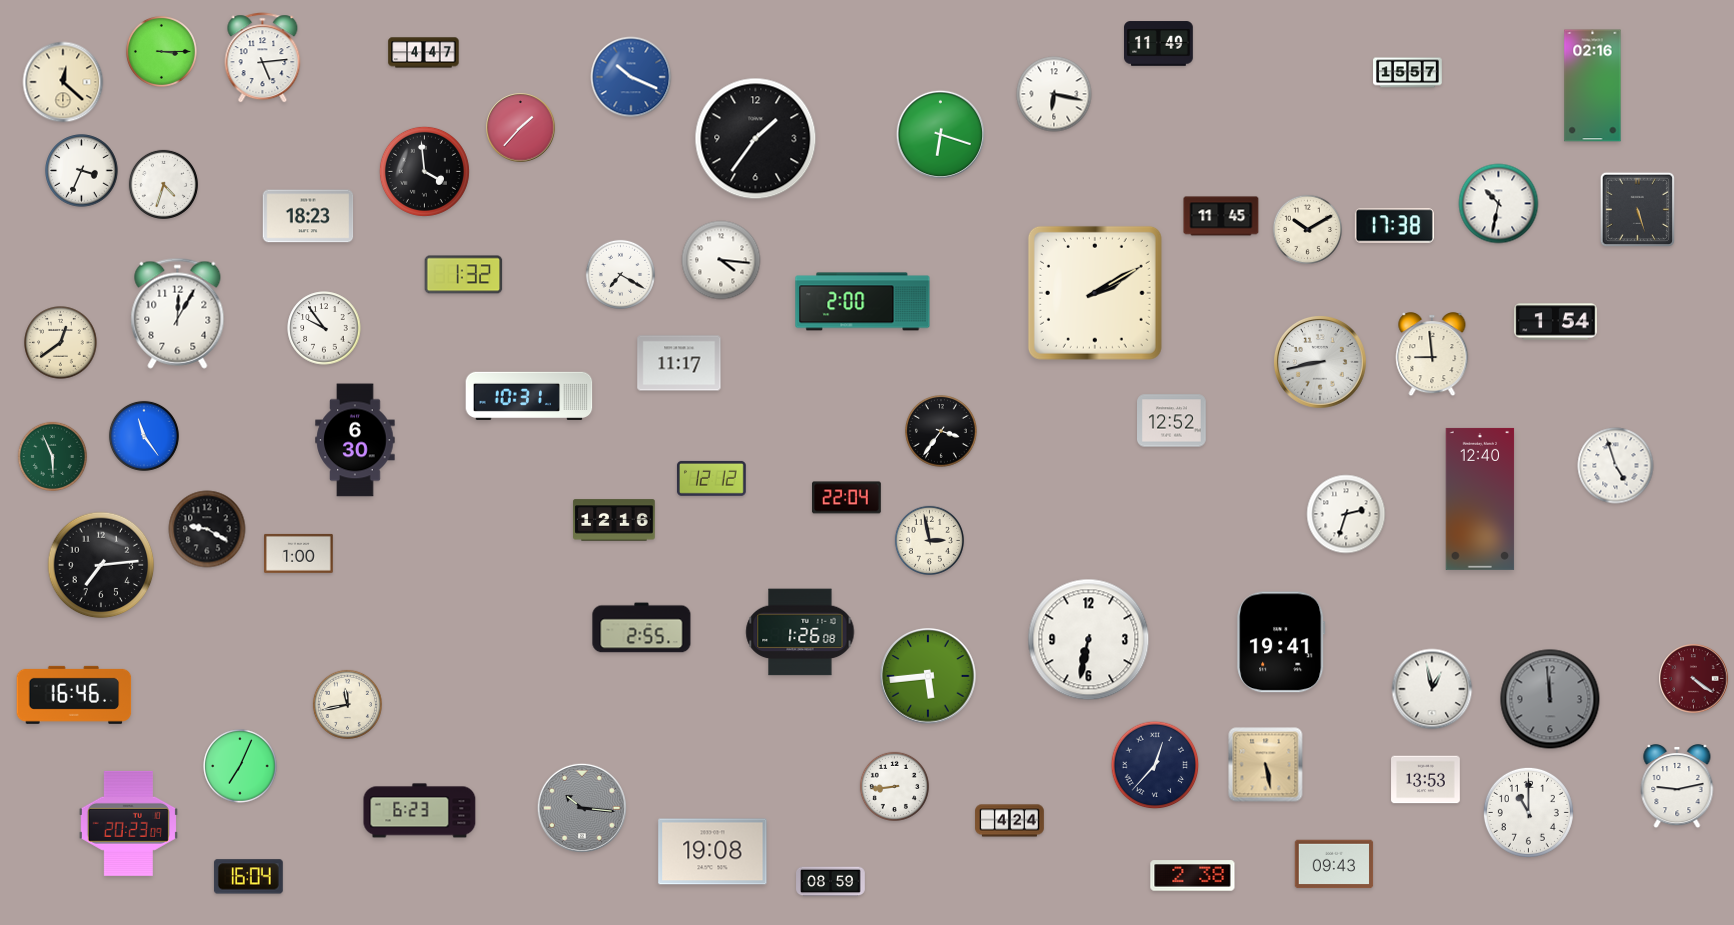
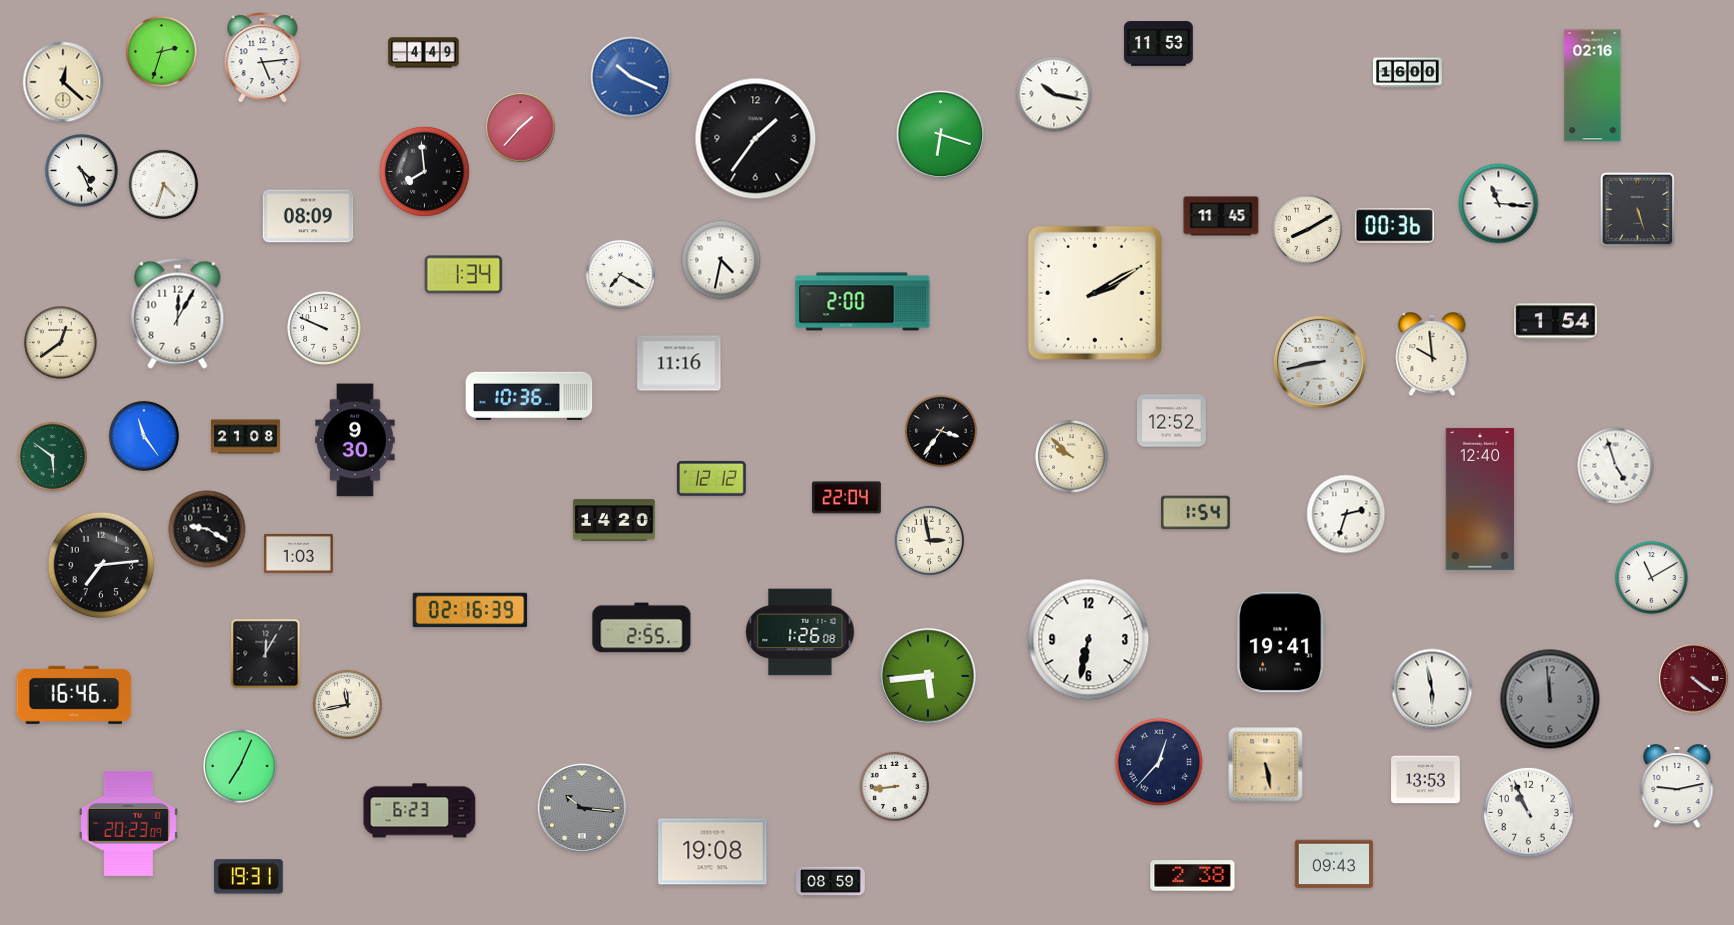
clock at (1159, 44): 11:49 -> 11:53
clock at (161, 51): 3:15 -> 2:33
clock at (424, 53): 4:47 -> 4:49
clock at (1408, 73): 15:57 -> 16:00
clock at (1054, 94): 6:17 -> 10:17
clock at (82, 171): 3:34 -> 4:26
clock at (424, 171): 3:59 -> 7:59
clock at (1499, 204): 10:32 -> 11:16
clock at (308, 216): 18:23 -> 08:09
clock at (1394, 226): 17:38 -> 00:36
clock at (1307, 229): 10:10 -> 8:10
clock at (721, 260): 4:16 -> 4:32
clock at (464, 275): 1:32 -> 1:34
clock at (324, 328): 9:54 -> 9:49
clock at (1432, 355): 8:59 -> 9:59
clock at (679, 363): 11:17 -> 11:16
clock at (529, 396): 10:31 -> 10:36
clock at (246, 437): none -> 21:08
clock at (355, 440): 6:30 -> 9:30
clock at (52, 456): 5:56 -> 5:51
clock at (1072, 457): none -> 9:52
clock at (1196, 513): none -> 1:54
clock at (614, 520): 12:16 -> 14:20
clock at (299, 553): 1:00 -> 1:03
clock at (1652, 578): none -> 11:10
clock at (470, 610): none -> 02:16
clock at (266, 654): none -> 12:05
clock at (1432, 689): 12:58 -> 5:58
clock at (1155, 765) position: (1155, 765) -> (1159, 762)
clock at (1528, 812): 11:00 -> 10:56
clock at (1010, 821): 4:24 -> none
clock at (248, 877): 16:04 -> 19:31
